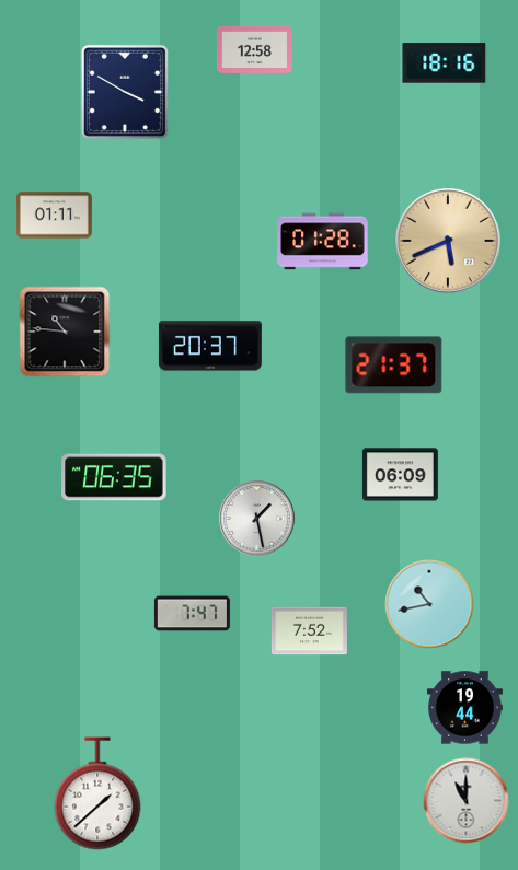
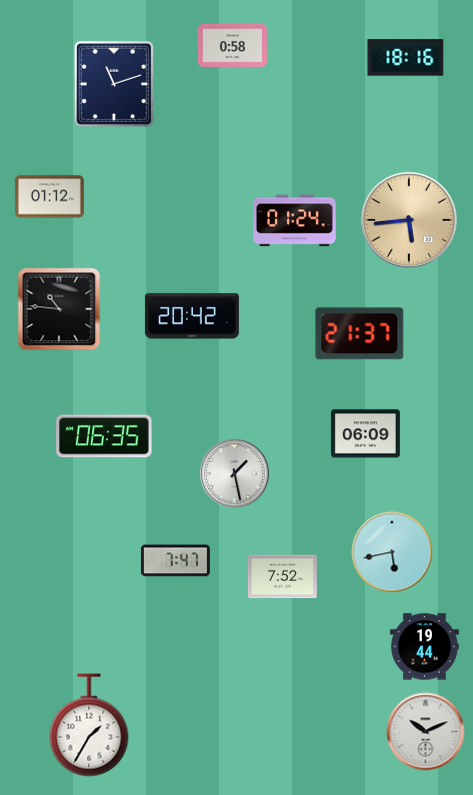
clock at (254, 49): 12:58 -> 0:58
clock at (125, 92): 3:50 -> 11:12
clock at (54, 216): 01:11 -> 01:12
clock at (323, 242): 01:28 -> 01:24
clock at (449, 242): 5:41 -> 5:44
clock at (65, 332) position: (65, 332) -> (59, 309)
clock at (210, 346): 20:37 -> 20:42
clock at (429, 604): 10:43 -> 5:43
clock at (97, 793): 1:38 -> 1:35
clock at (467, 801): 11:00 -> 10:11
